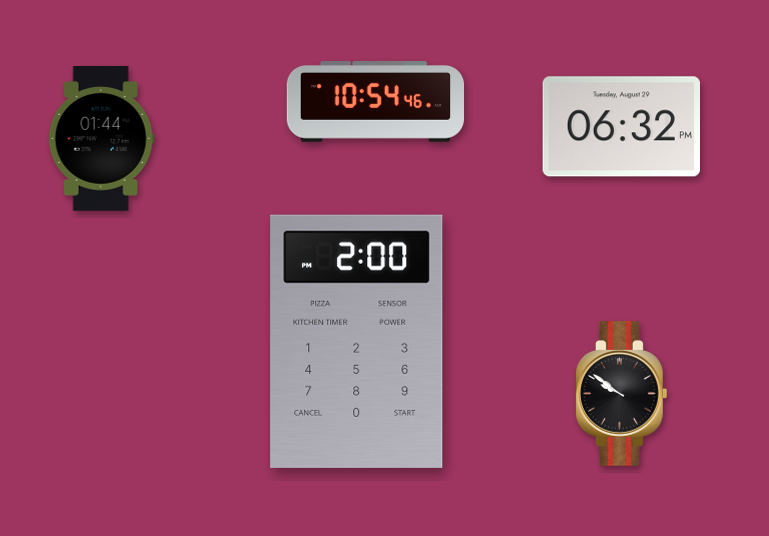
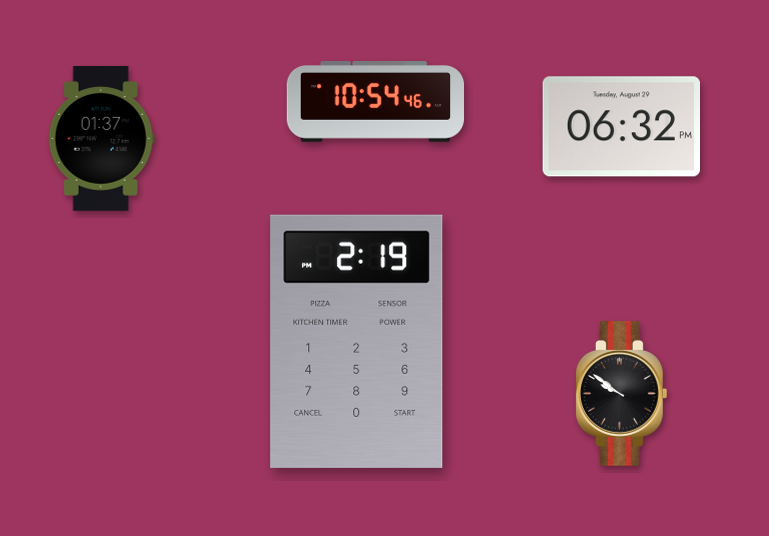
clock at (101, 139): 01:44 -> 01:37
clock at (357, 341): 2:00 -> 2:19
